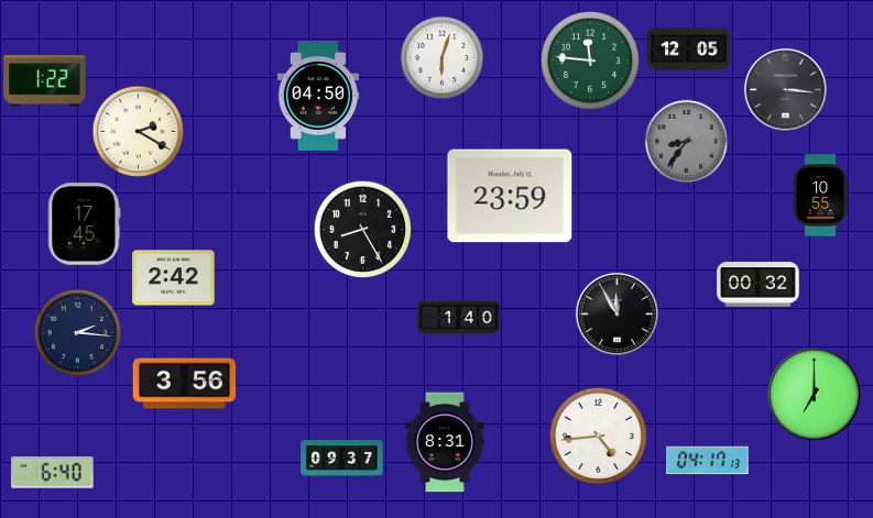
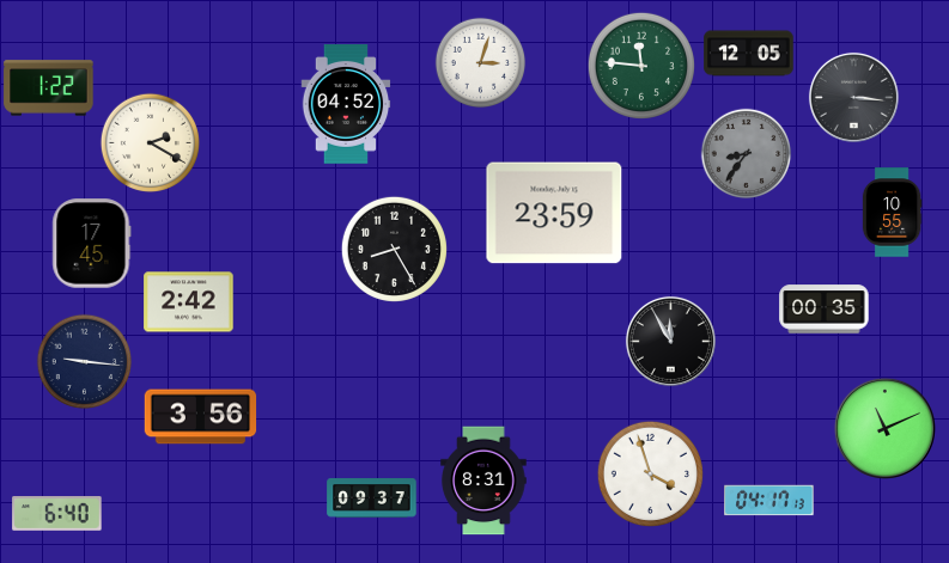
clock at (443, 58): 6:03 -> 3:03
clock at (318, 96): 04:50 -> 04:52
clock at (759, 285): 00:32 -> 00:35
clock at (459, 318): 1:40 -> none
clock at (78, 333): 2:16 -> 9:16
clock at (814, 394): 7:00 -> 11:11
clock at (598, 436): 4:44 -> 3:57
